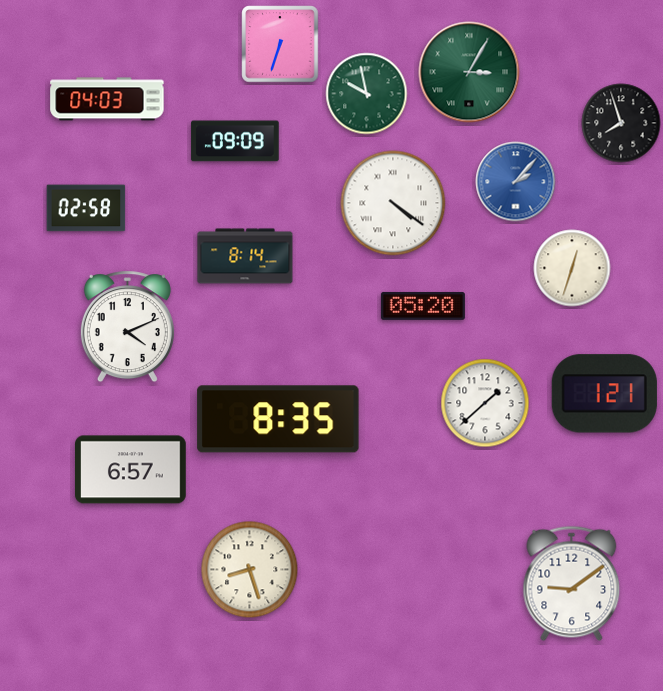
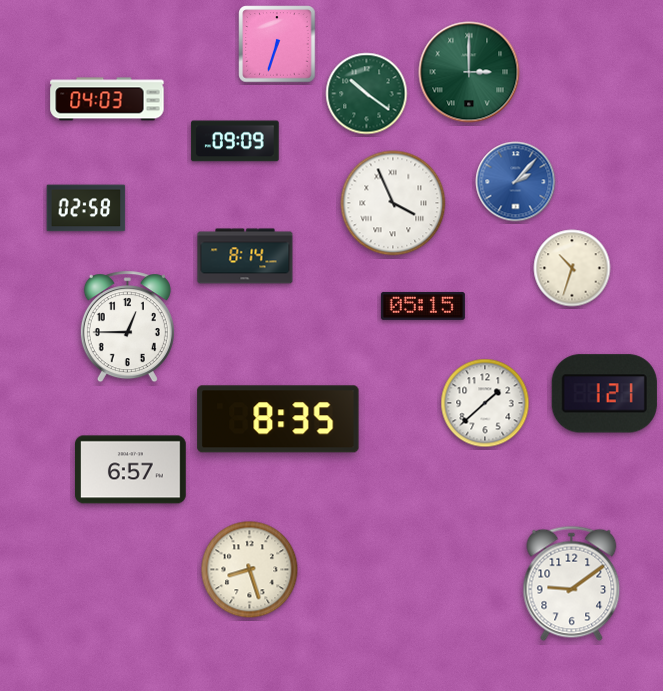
clock at (280, 44) position: (280, 44) -> (277, 44)
clock at (469, 72): 3:05 -> 3:00
clock at (367, 94): 9:58 -> 10:21
clock at (621, 123): 7:57 -> none
clock at (393, 203): 4:21 -> 3:56
clock at (572, 268): 12:33 -> 10:33
clock at (423, 306): 05:20 -> 05:15
clock at (127, 327): 4:11 -> 12:45
